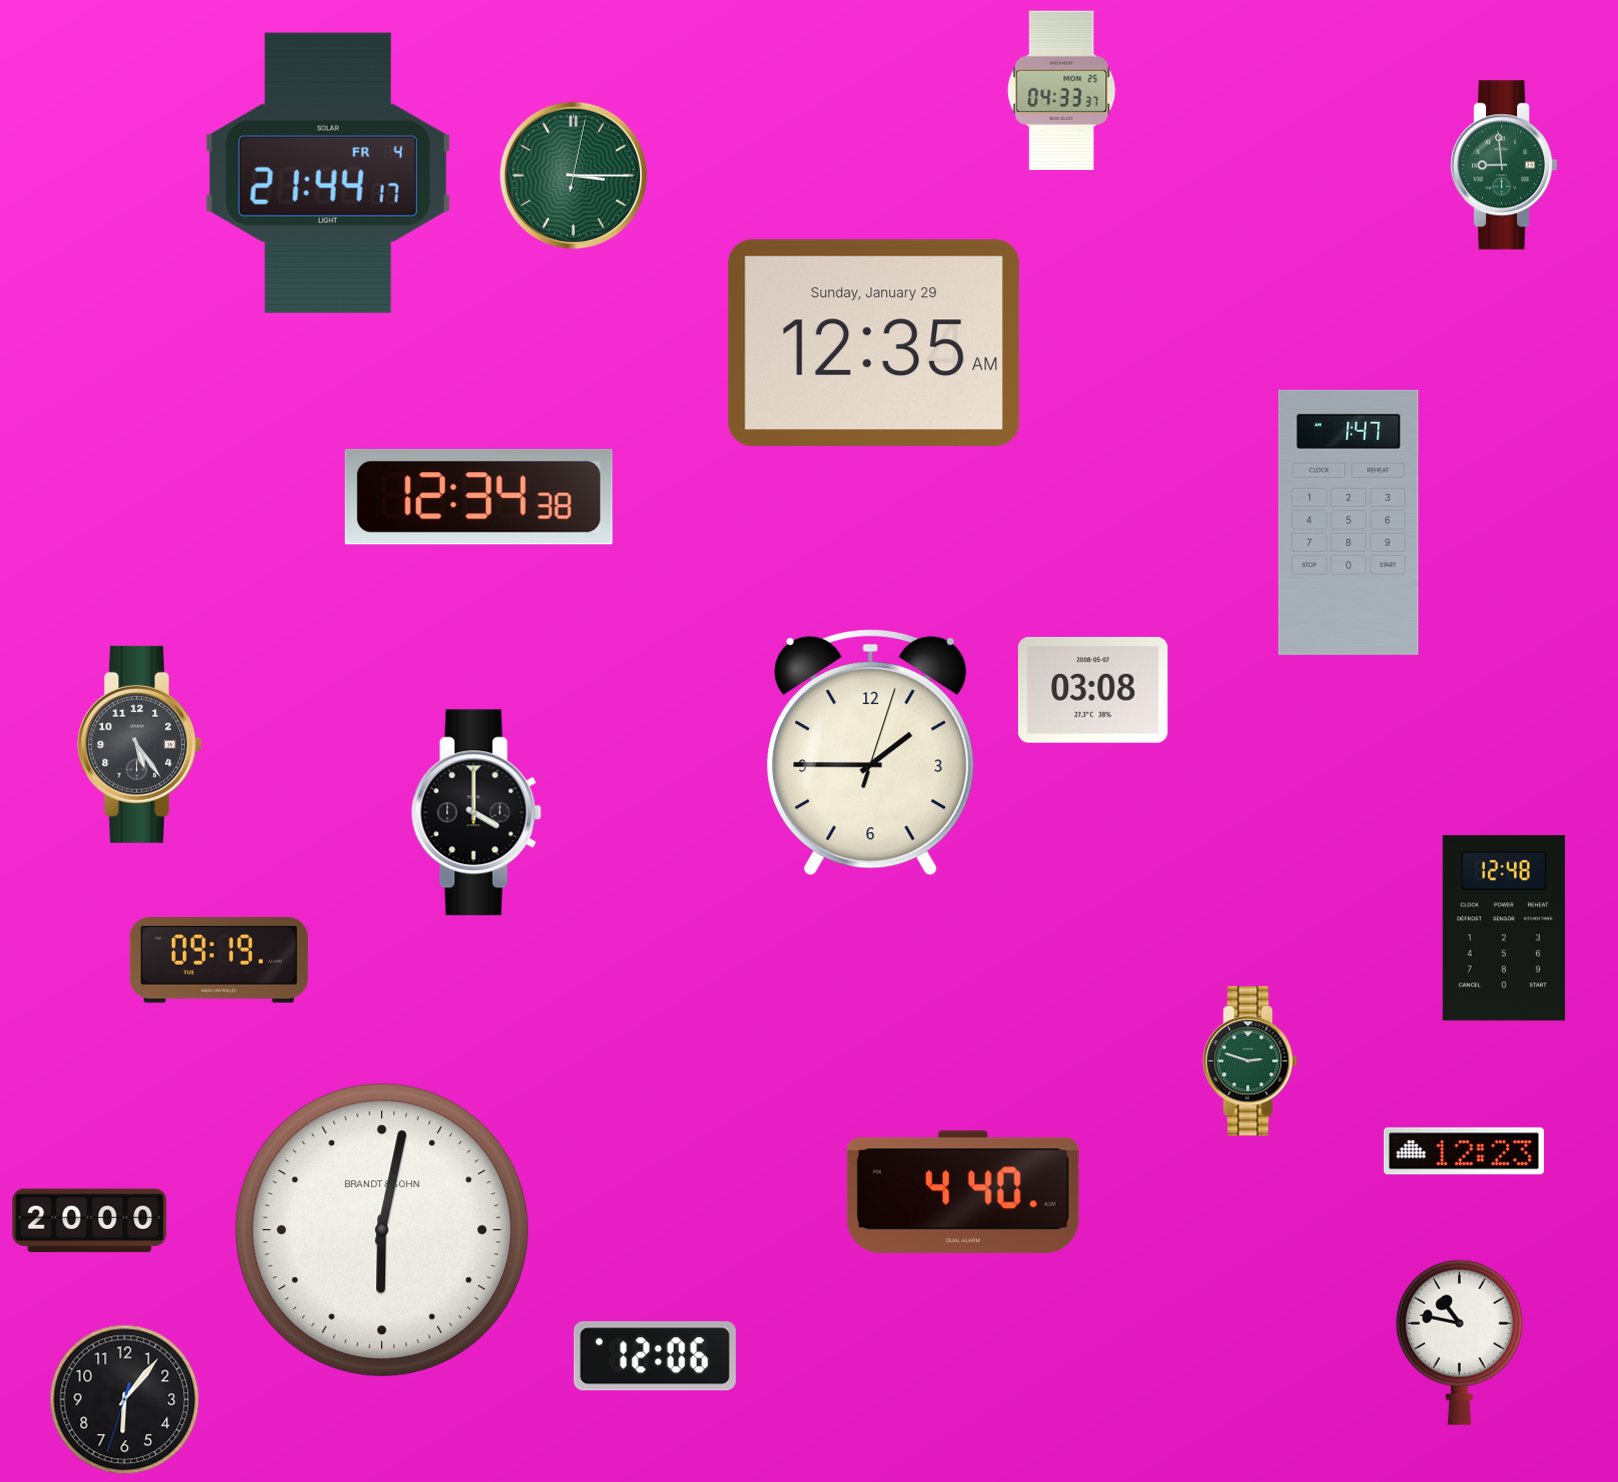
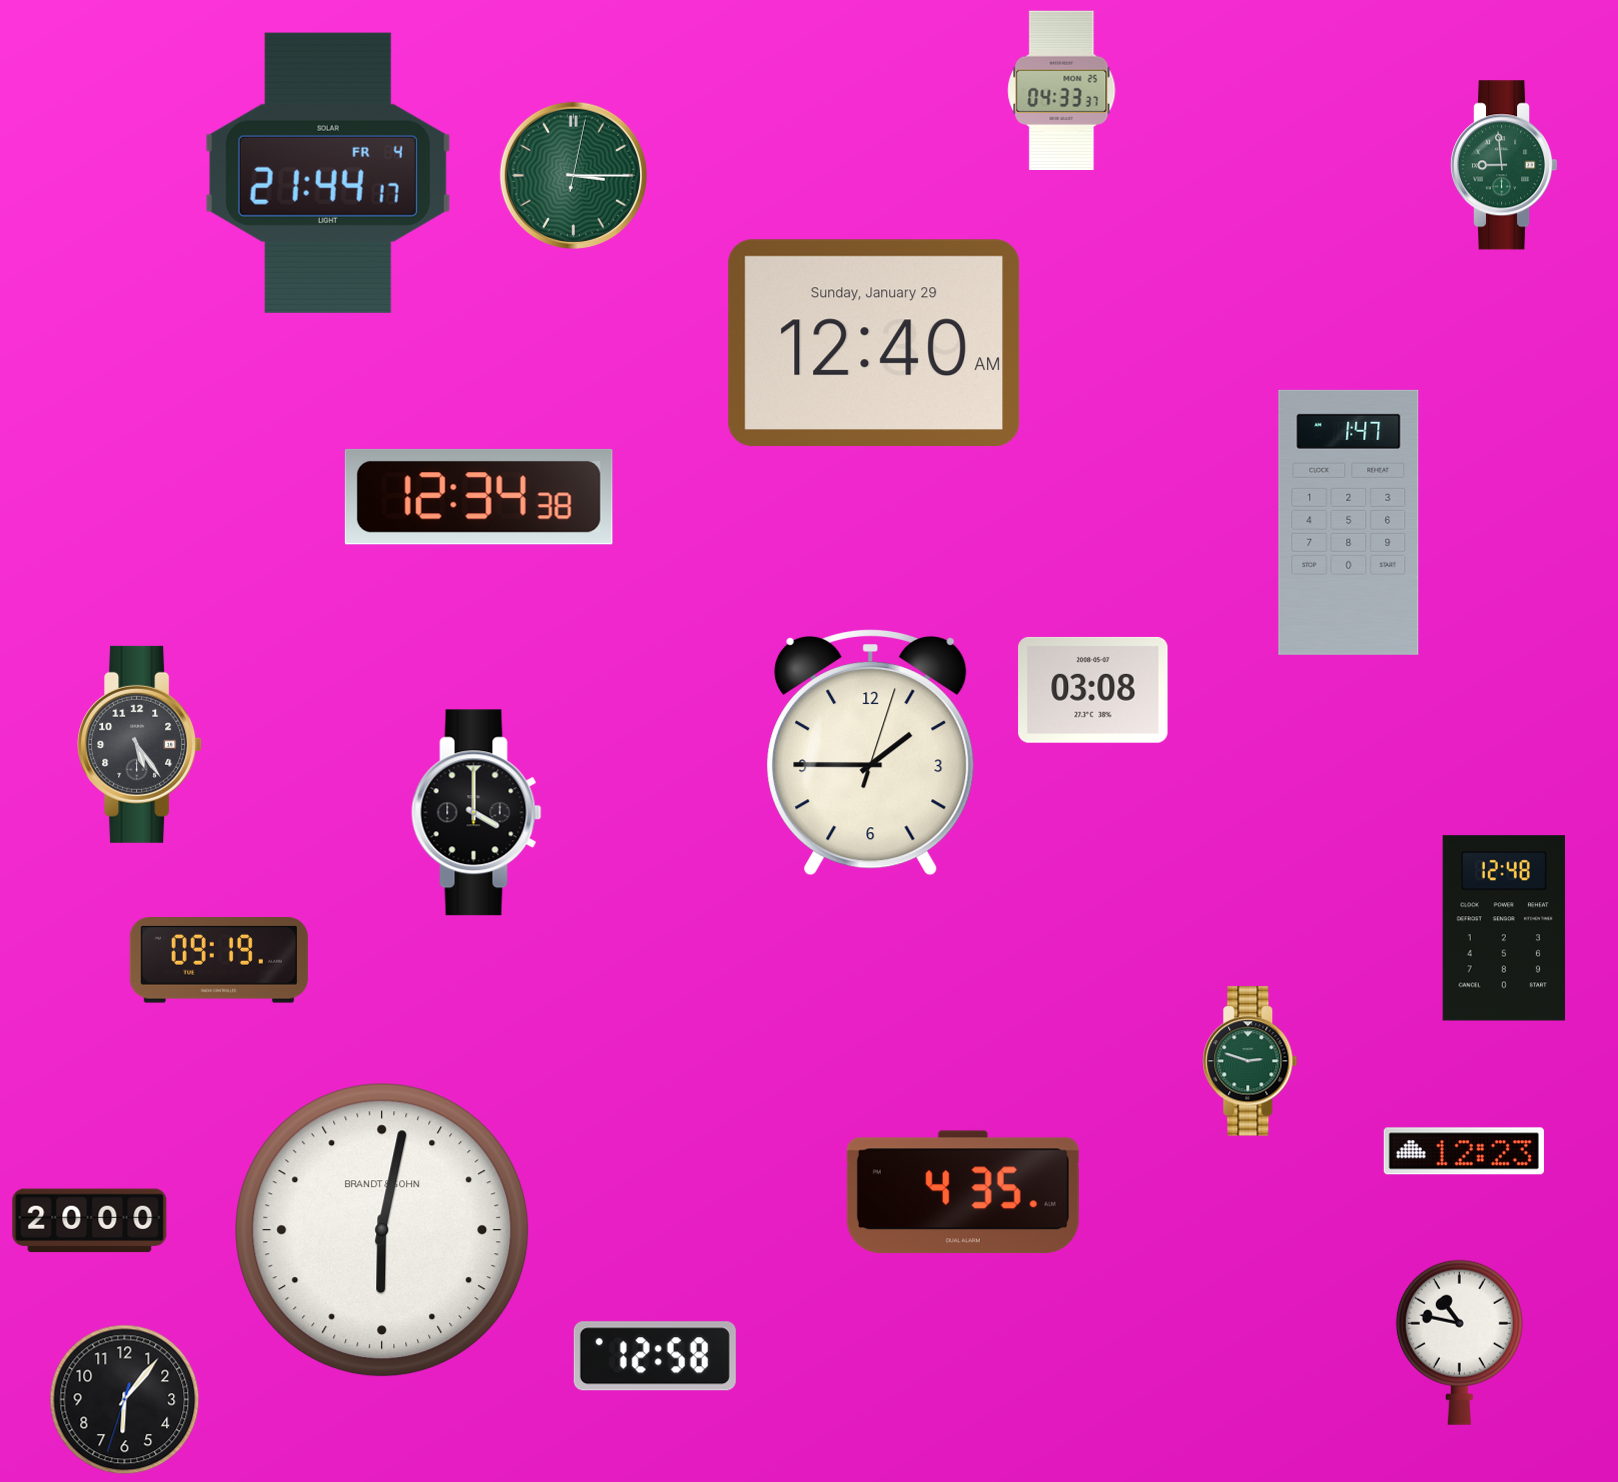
clock at (874, 342): 12:35 -> 12:40
clock at (963, 1192): 4:40 -> 4:35
clock at (655, 1356): 12:06 -> 12:58
